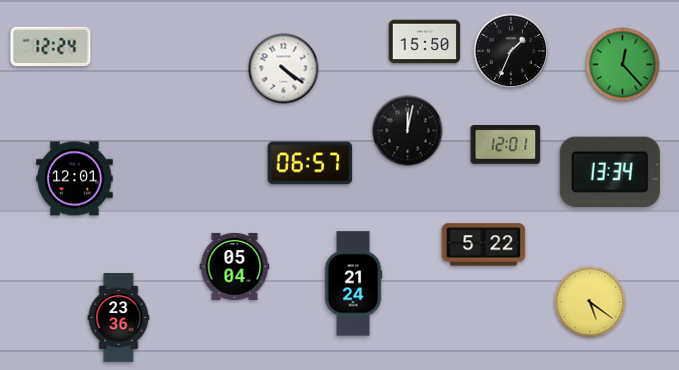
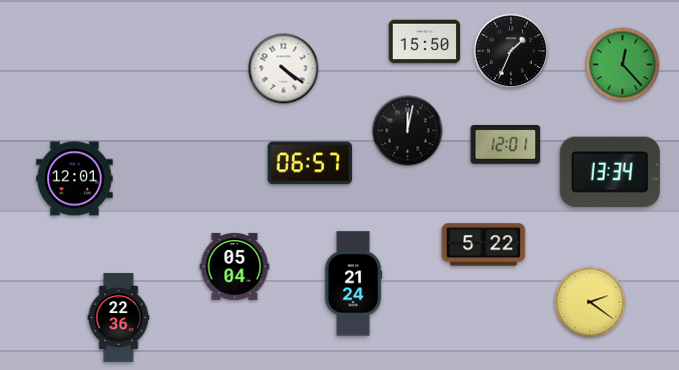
clock at (51, 47): 12:24 -> none
clock at (590, 302): 5:21 -> 2:21
clock at (119, 318): 23:36 -> 22:36
